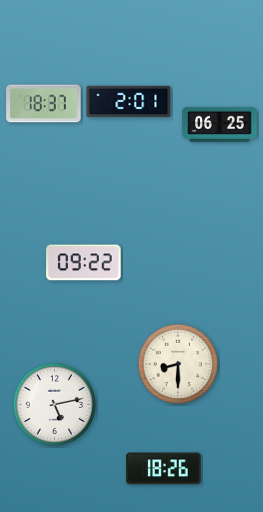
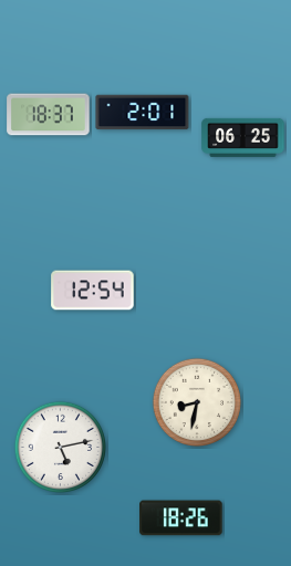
clock at (84, 263): 09:22 -> 12:54
clock at (178, 364): 8:30 -> 8:32
